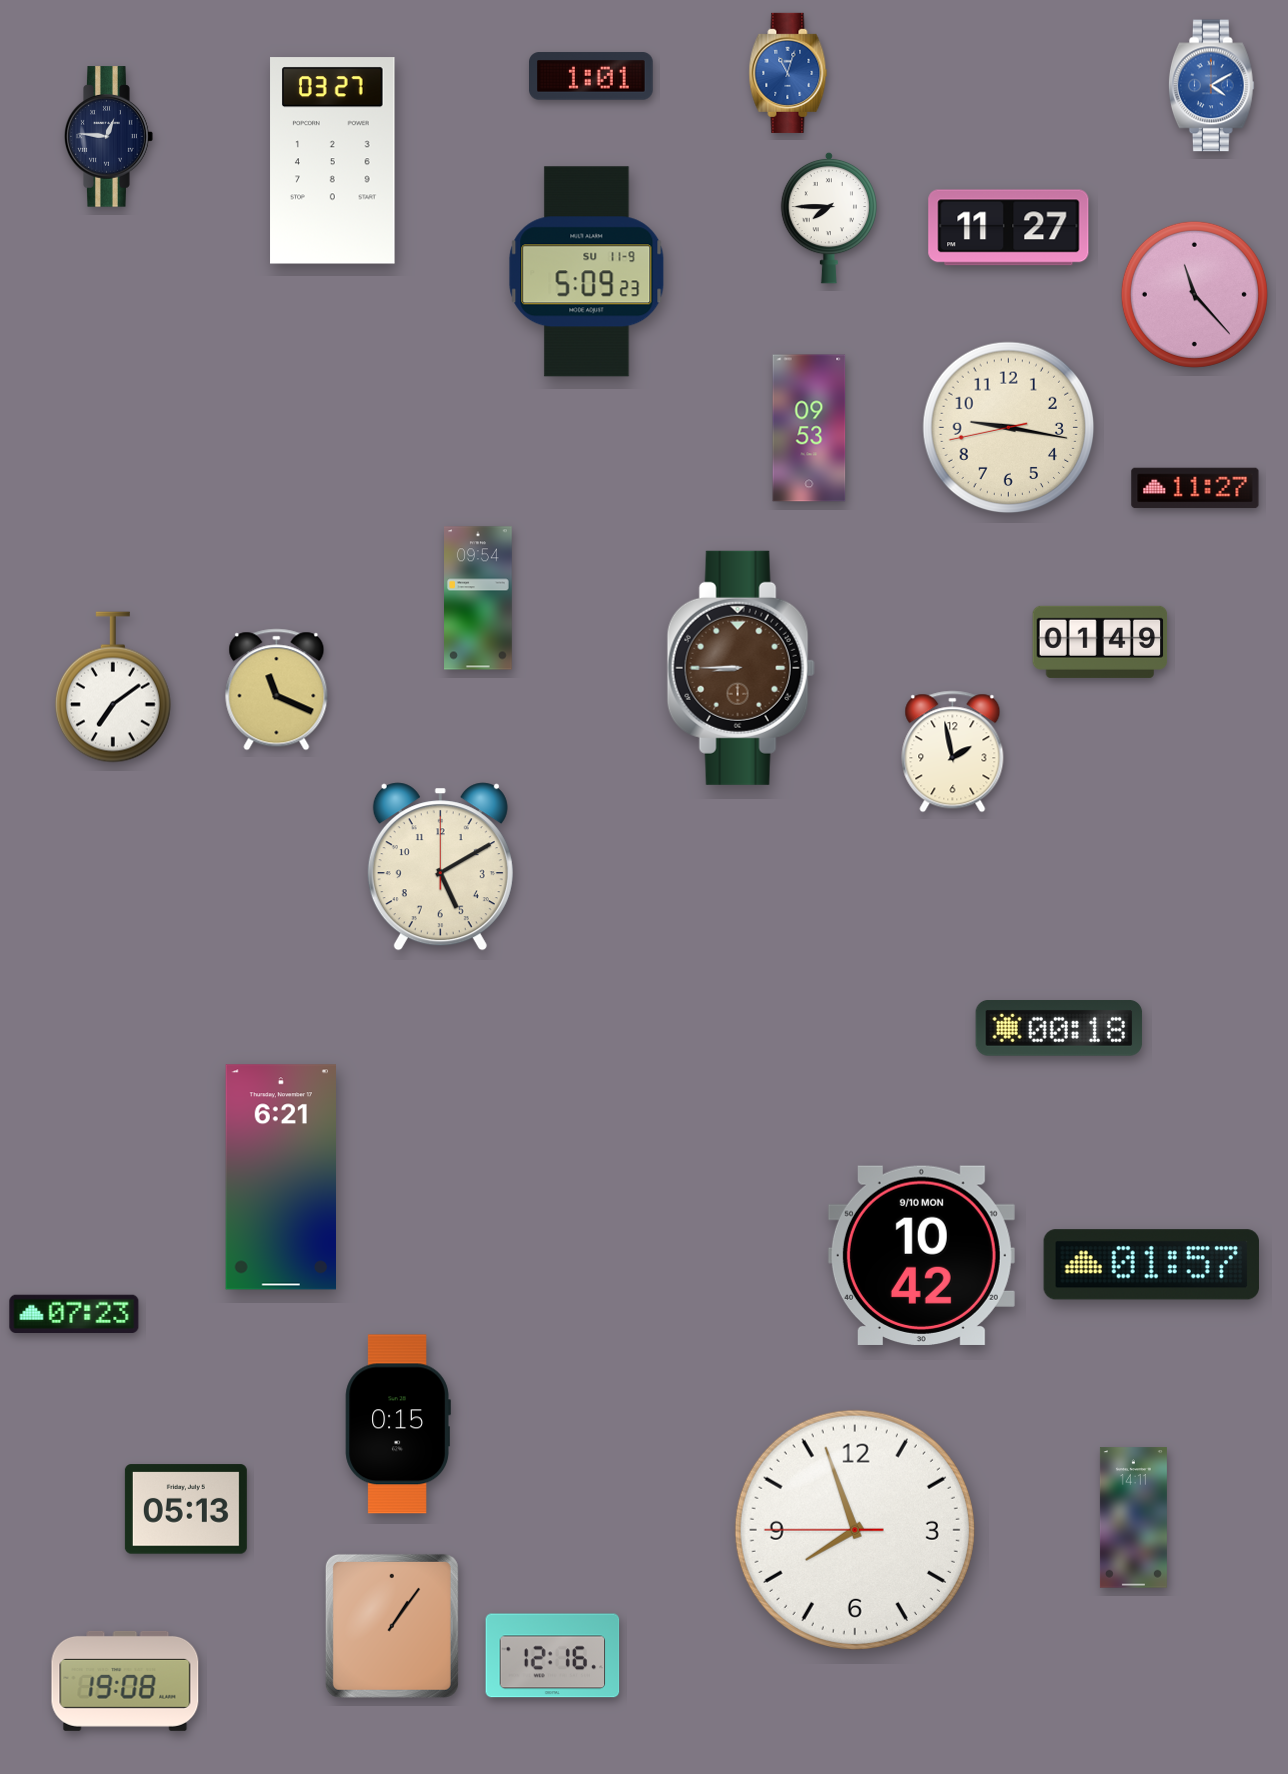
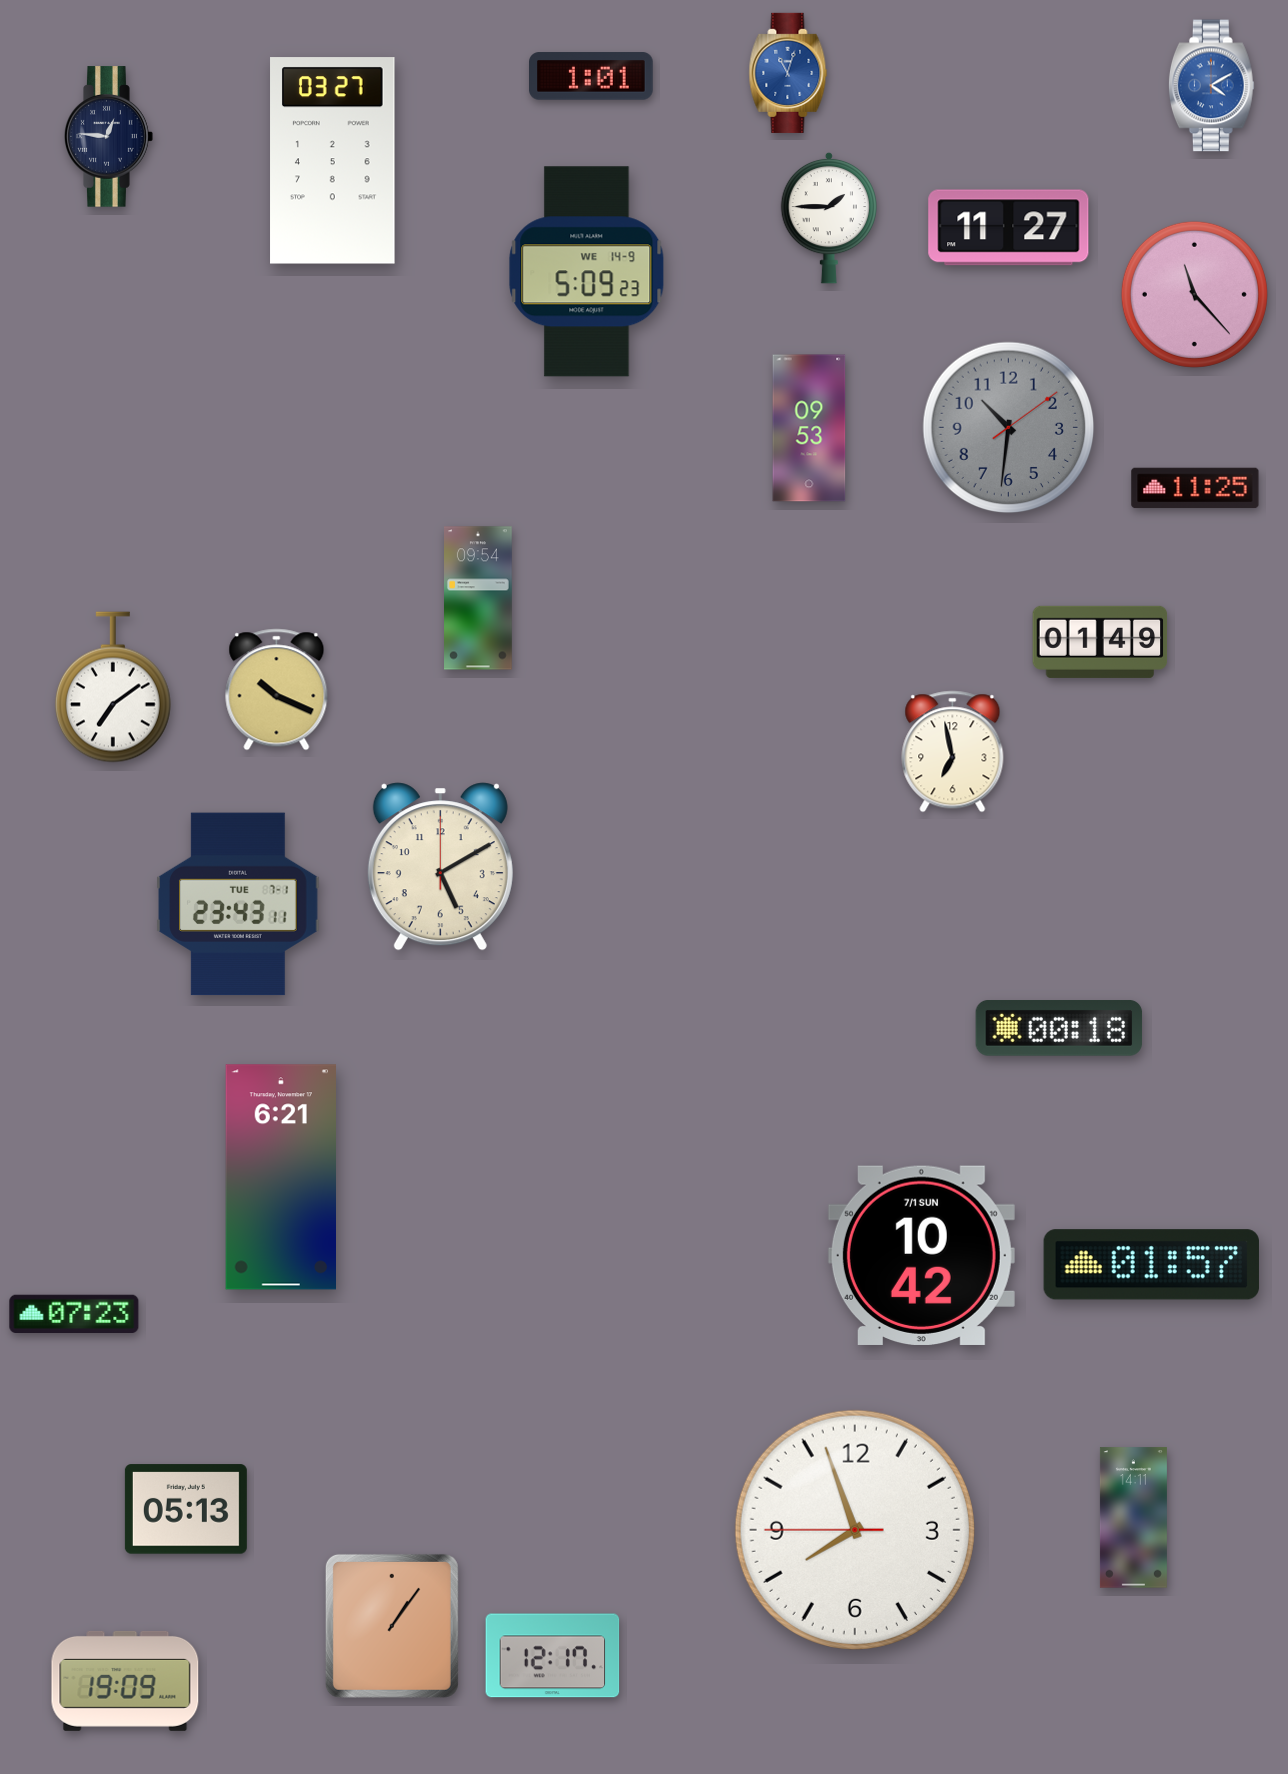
clock at (828, 218): 7:45 -> 1:45
clock at (587, 272) date: SU 11-9 -> WE 14-9
clock at (1009, 428): 9:16 -> 10:31
clock at (1009, 428) dial: cream -> grey
clock at (1195, 488): 11:27 -> 11:25
clock at (741, 668): 8:45 -> none
clock at (277, 690): 11:19 -> 10:19
clock at (953, 752): 1:58 -> 6:58
clock at (238, 904): none -> 23:43
clock at (921, 1255) date: 9/10 MON -> 7/1 SUN
clock at (398, 1424): 0:15 -> none
clock at (553, 1656): 12:16 -> 12:17
clock at (125, 1681): 19:08 -> 19:09
